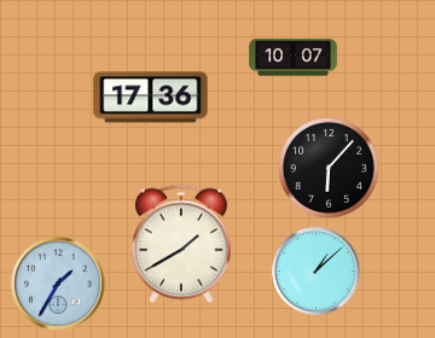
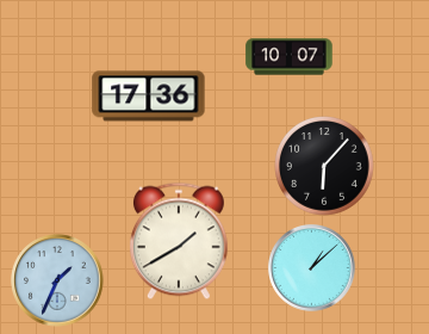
clock at (58, 284): 1:35 -> 1:34
